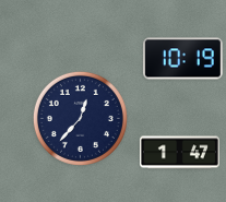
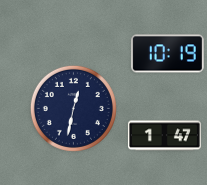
clock at (80, 118): 12:37 -> 12:32
clock at (179, 153) position: (179, 153) -> (164, 136)
